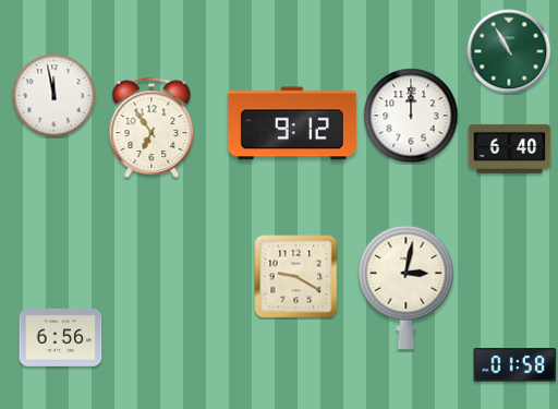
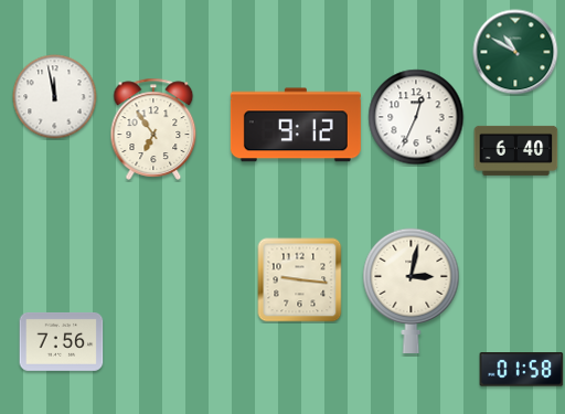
clock at (509, 51): 10:55 -> 10:50
clock at (411, 116): 12:00 -> 12:34
clock at (296, 277): 9:20 -> 9:16
clock at (61, 337): 6:56 -> 7:56
